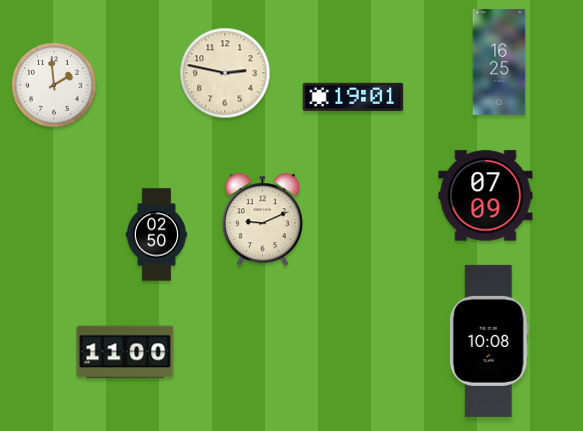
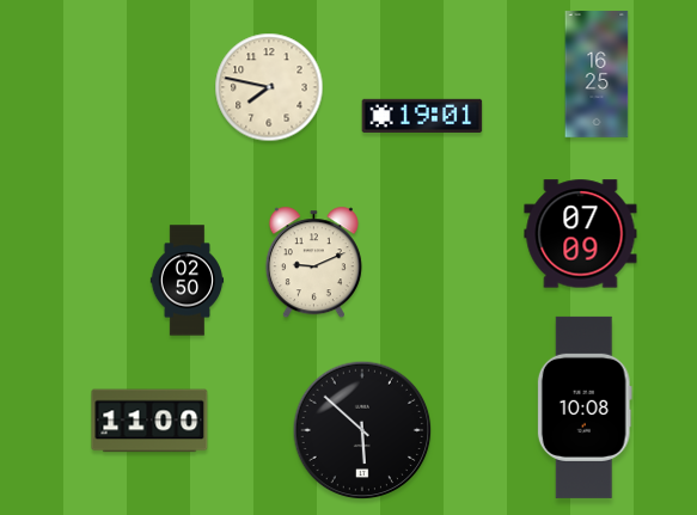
clock at (225, 73): 2:47 -> 7:47
clock at (54, 85): 1:59 -> none
clock at (362, 430): none -> 5:52
